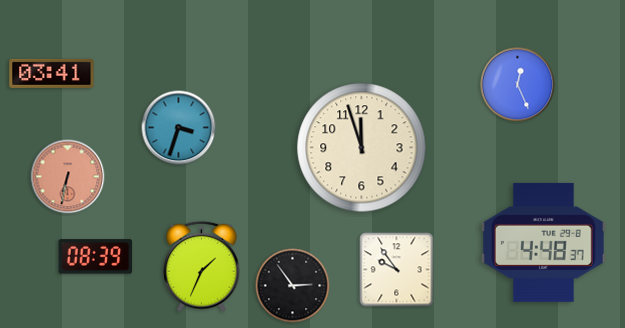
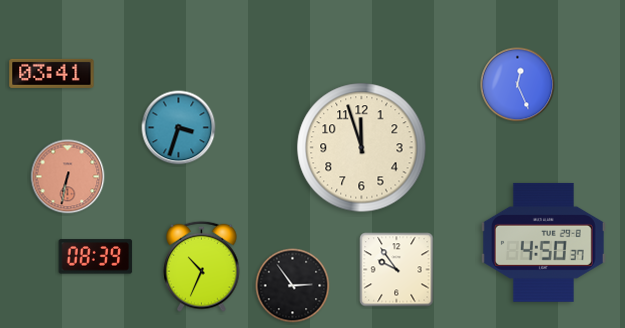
clock at (543, 242): 4:48 -> 4:50
clock at (202, 266): 1:34 -> 10:34
